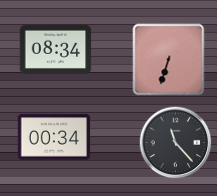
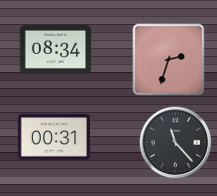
clock at (169, 60): 6:33 -> 2:33
clock at (54, 137): 00:34 -> 00:31
